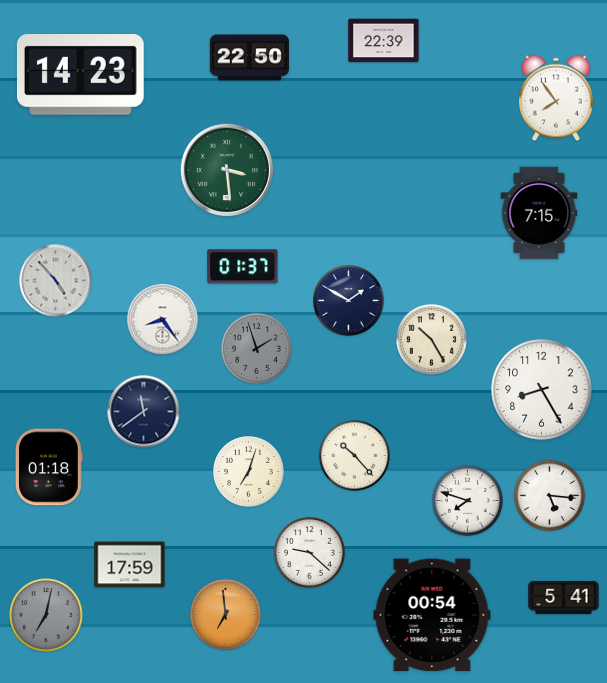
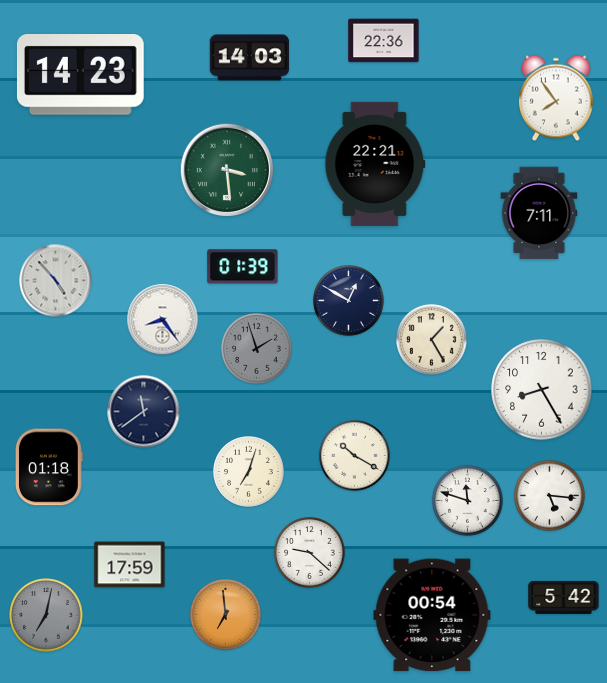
clock at (384, 41): 22:39 -> 22:36
clock at (249, 58): 22:50 -> 14:03
clock at (375, 164): none -> 22:21
clock at (539, 213): 7:15 -> 7:11
clock at (243, 267): 01:37 -> 01:39
clock at (349, 301): 1:50 -> 12:50
clock at (432, 340): 10:25 -> 1:25
clock at (355, 456): 10:23 -> 10:20
clock at (468, 501): 7:48 -> 11:48
clock at (564, 597): 5:41 -> 5:42
